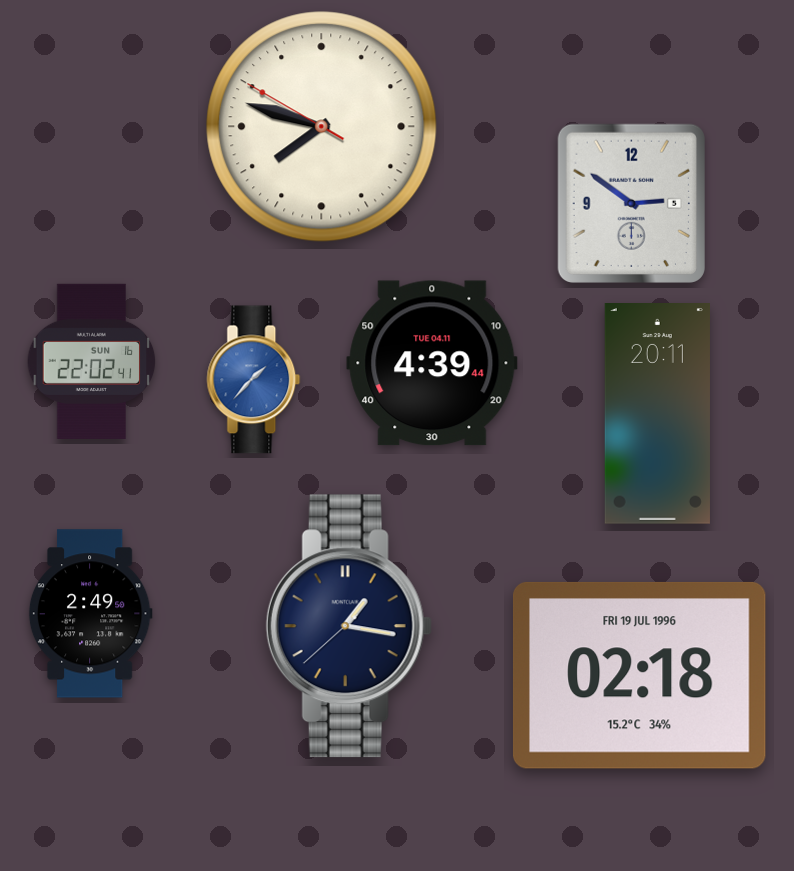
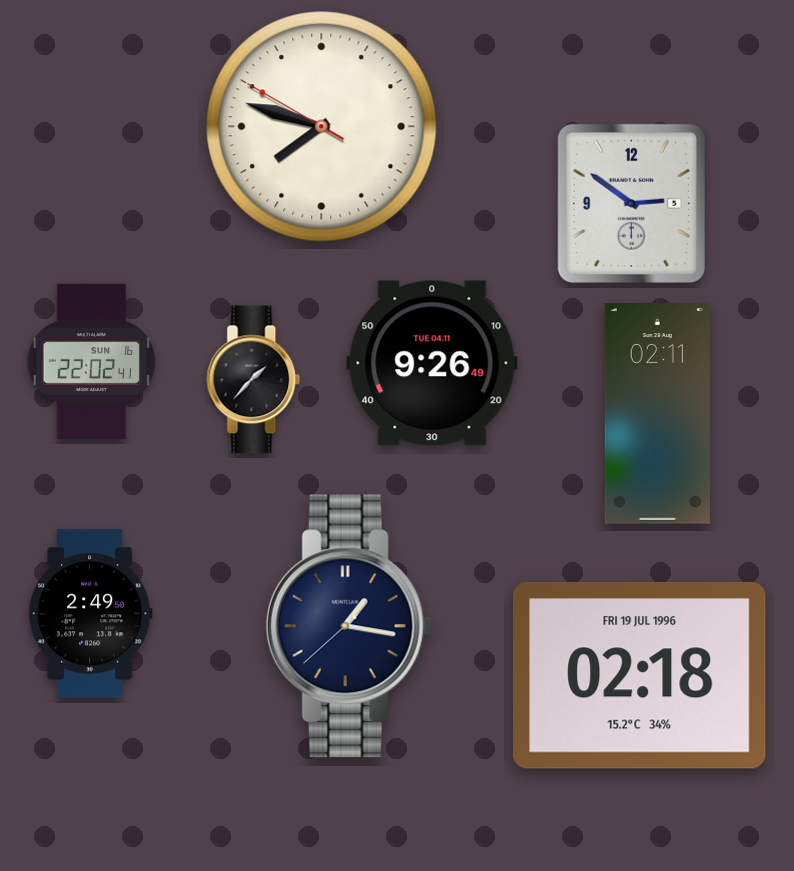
clock at (432, 363): 4:39 -> 9:26
clock at (254, 380) dial: blue -> black
clock at (657, 414): 20:11 -> 02:11
